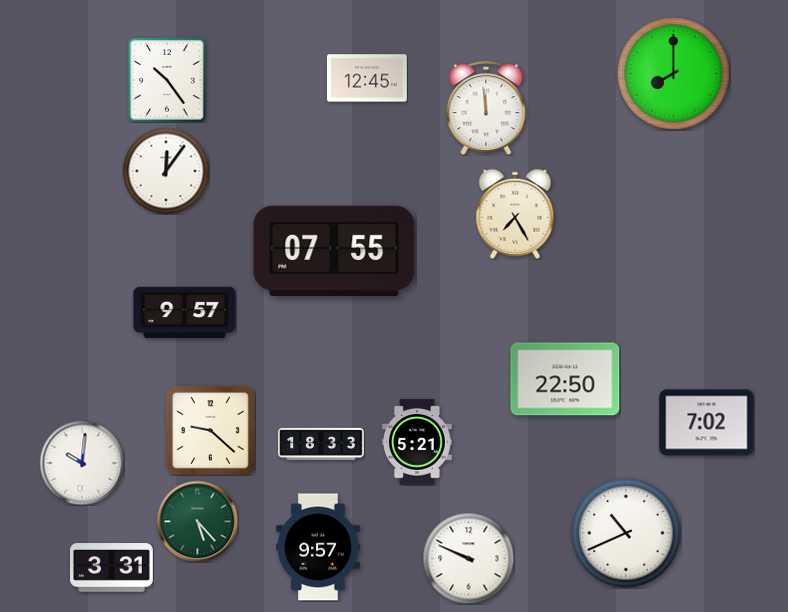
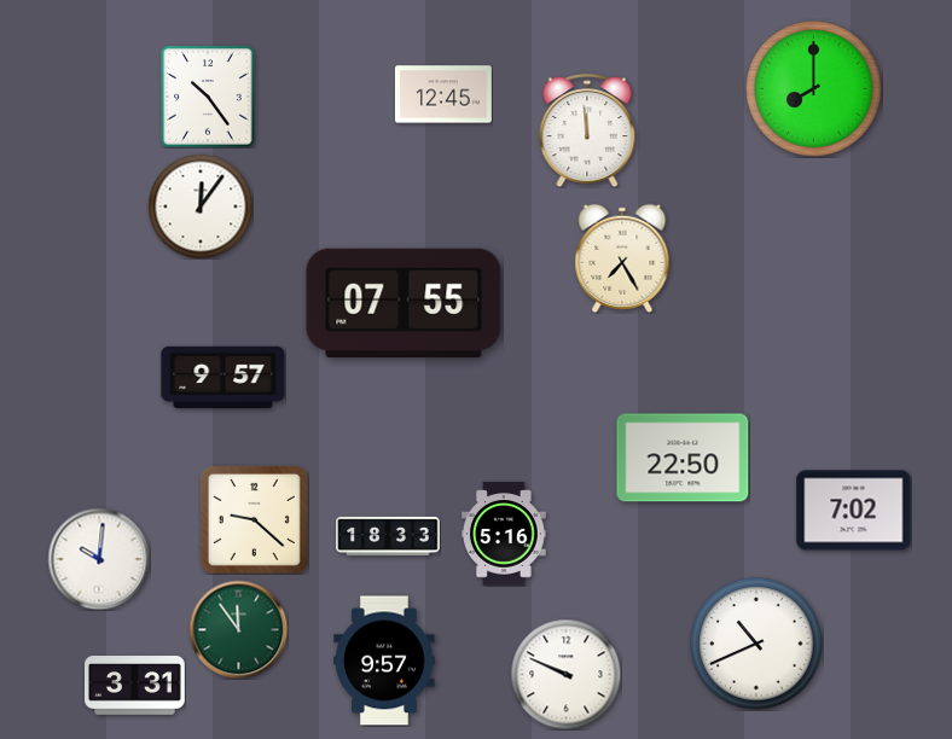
clock at (167, 80) position: (167, 80) -> (208, 97)
clock at (418, 442): 5:21 -> 5:16
clock at (197, 521): 5:23 -> 11:54
